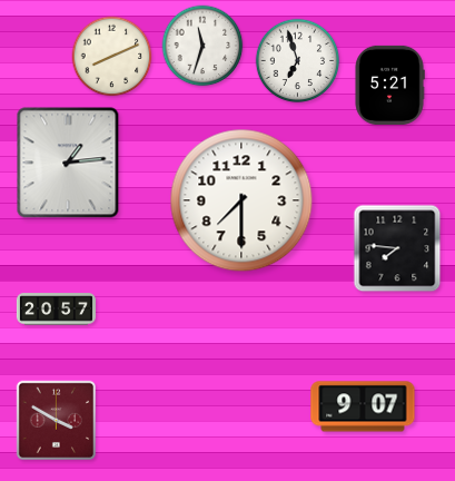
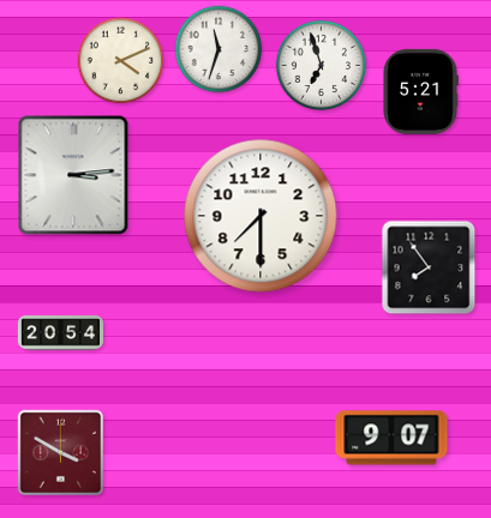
clock at (112, 57): 8:11 -> 4:11
clock at (68, 163): 1:14 -> 3:14
clock at (397, 248): 7:46 -> 7:54
clock at (56, 310): 20:57 -> 20:54
